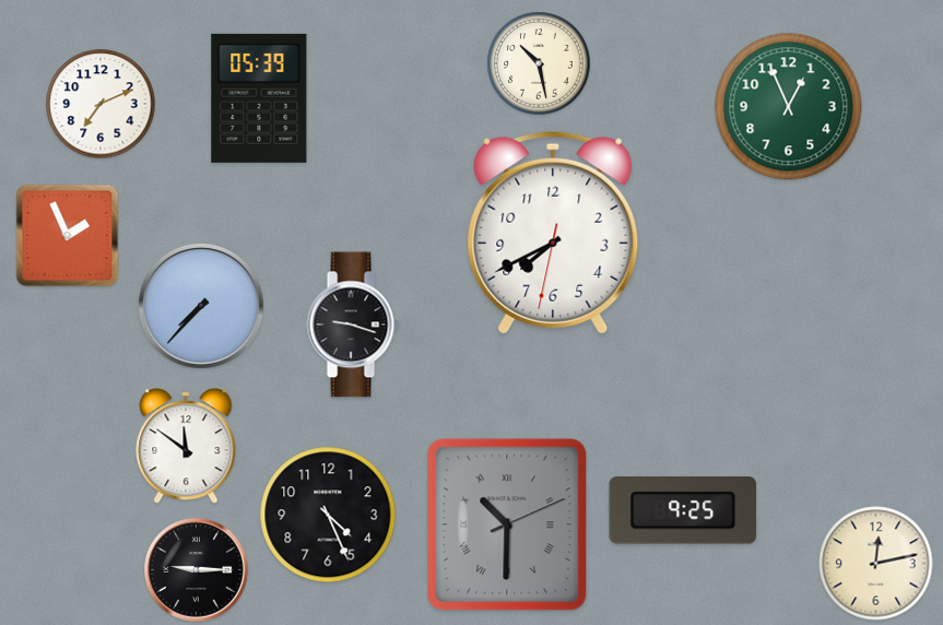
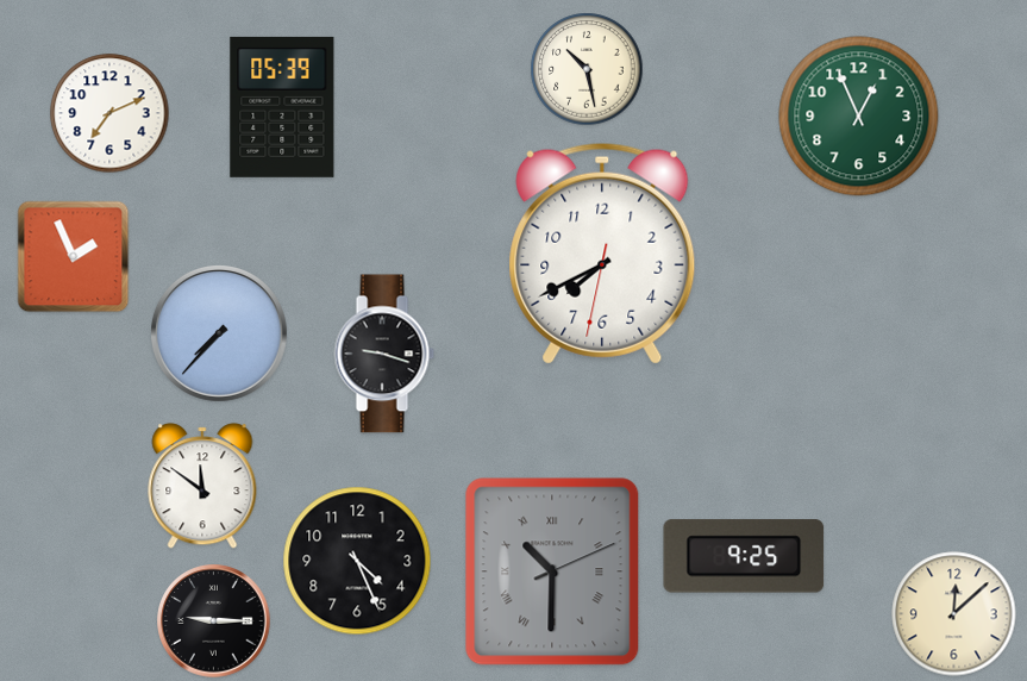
clock at (876, 564): 12:13 -> 12:08
